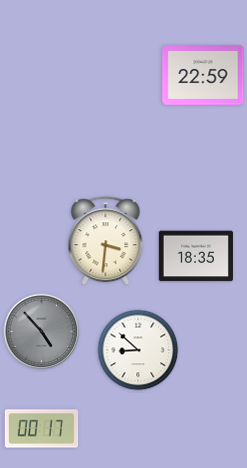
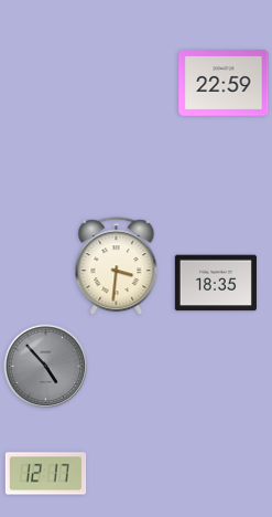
clock at (138, 350): 8:52 -> none
clock at (42, 429): 00:17 -> 12:17
